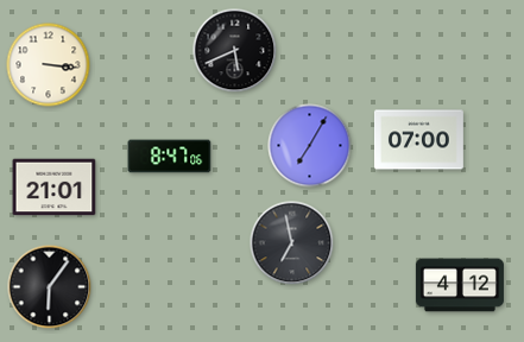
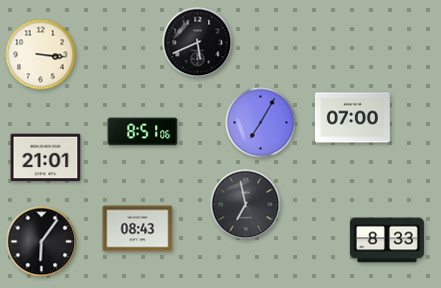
clock at (170, 157): 8:47 -> 8:51
clock at (138, 229): none -> 08:43
clock at (460, 285): 4:12 -> 8:33
